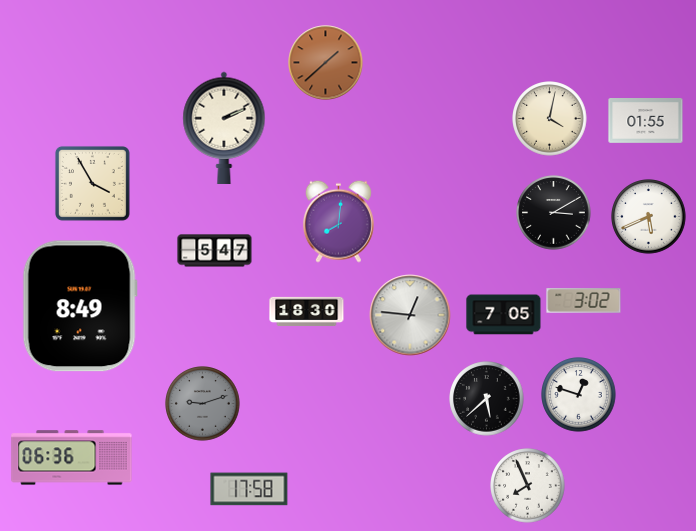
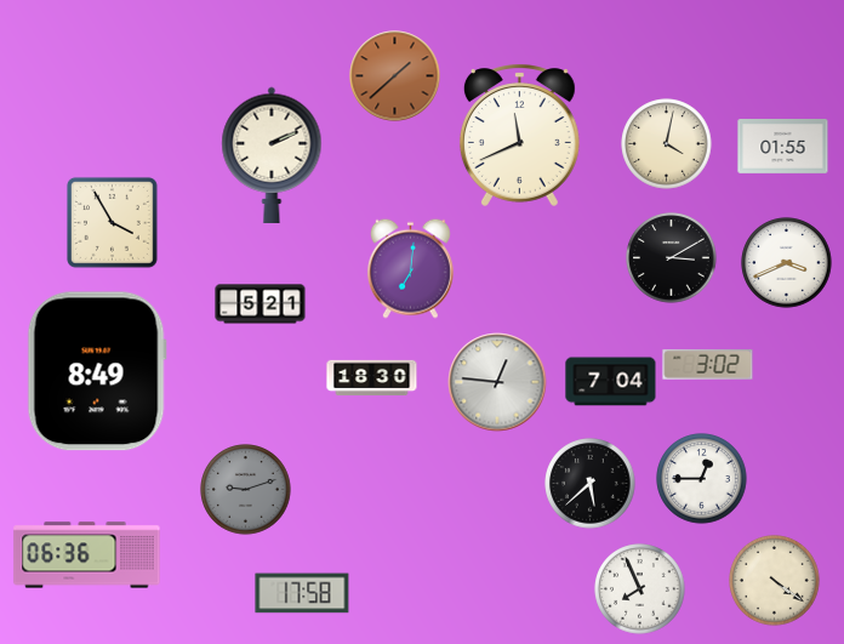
clock at (519, 135): none -> 11:41
clock at (649, 217): 5:41 -> 3:41
clock at (338, 221): 8:01 -> 7:01
clock at (215, 251): 5:47 -> 5:21
clock at (504, 315): 7:05 -> 7:04
clock at (579, 395): 12:48 -> 12:45
clock at (775, 581): none -> 4:21
